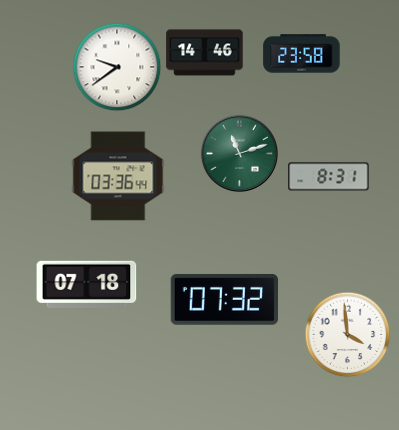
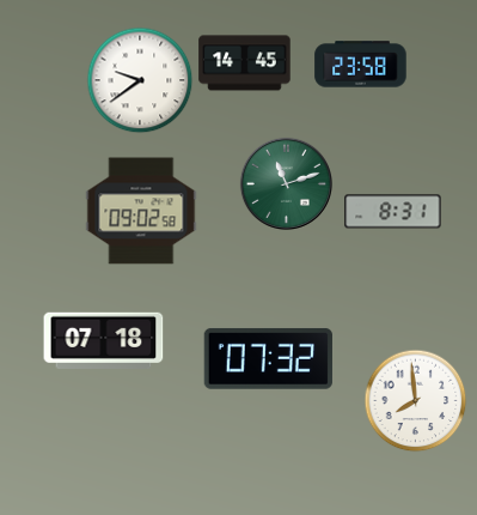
clock at (205, 53): 14:46 -> 14:45
clock at (118, 176): 03:36 -> 09:02
clock at (347, 334): 3:59 -> 7:59
